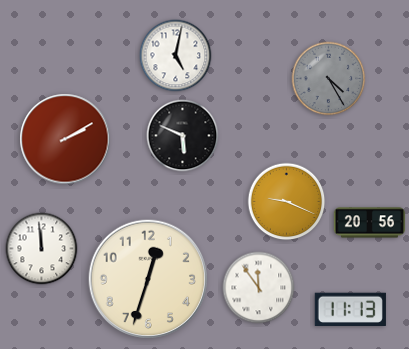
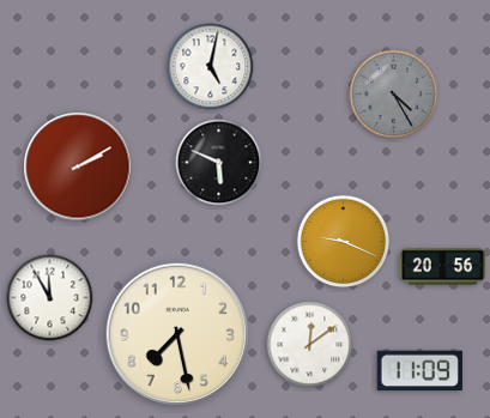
clock at (42, 249): 11:59 -> 11:55
clock at (148, 279): 12:33 -> 7:28
clock at (259, 288): 11:54 -> 12:09
clock at (350, 309): 11:13 -> 11:09
